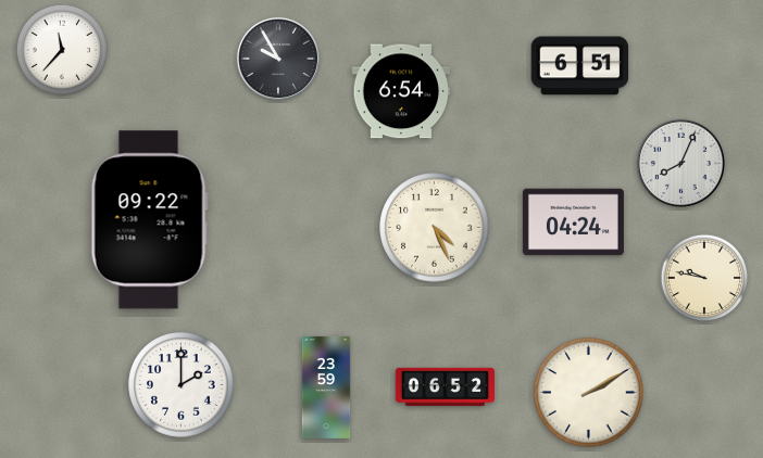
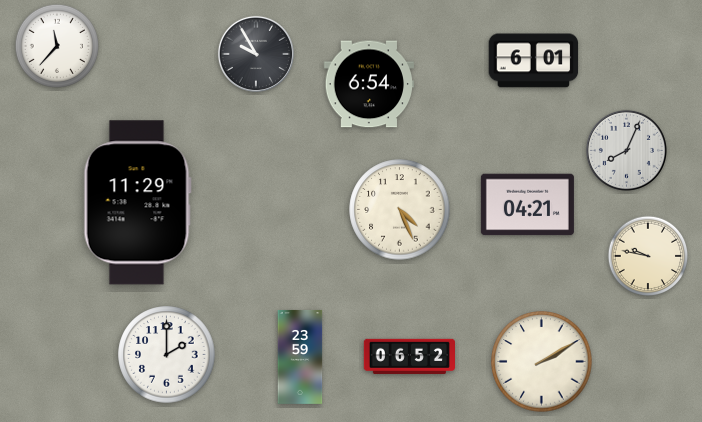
clock at (580, 66): 6:51 -> 6:01
clock at (149, 220): 09:22 -> 11:29
clock at (573, 222): 04:24 -> 04:21
